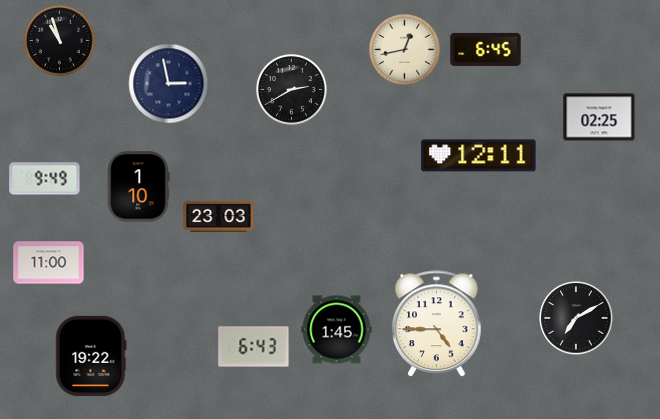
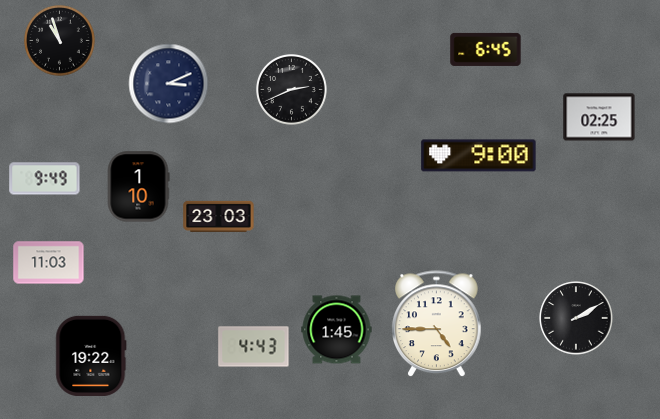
clock at (405, 50): 12:43 -> none
clock at (169, 84): 2:58 -> 3:11
clock at (292, 90): 2:40 -> 2:41
clock at (479, 156): 12:11 -> 9:00
clock at (49, 263): 11:00 -> 11:03
clock at (576, 318): 7:10 -> 2:10
clock at (254, 347): 6:43 -> 4:43
